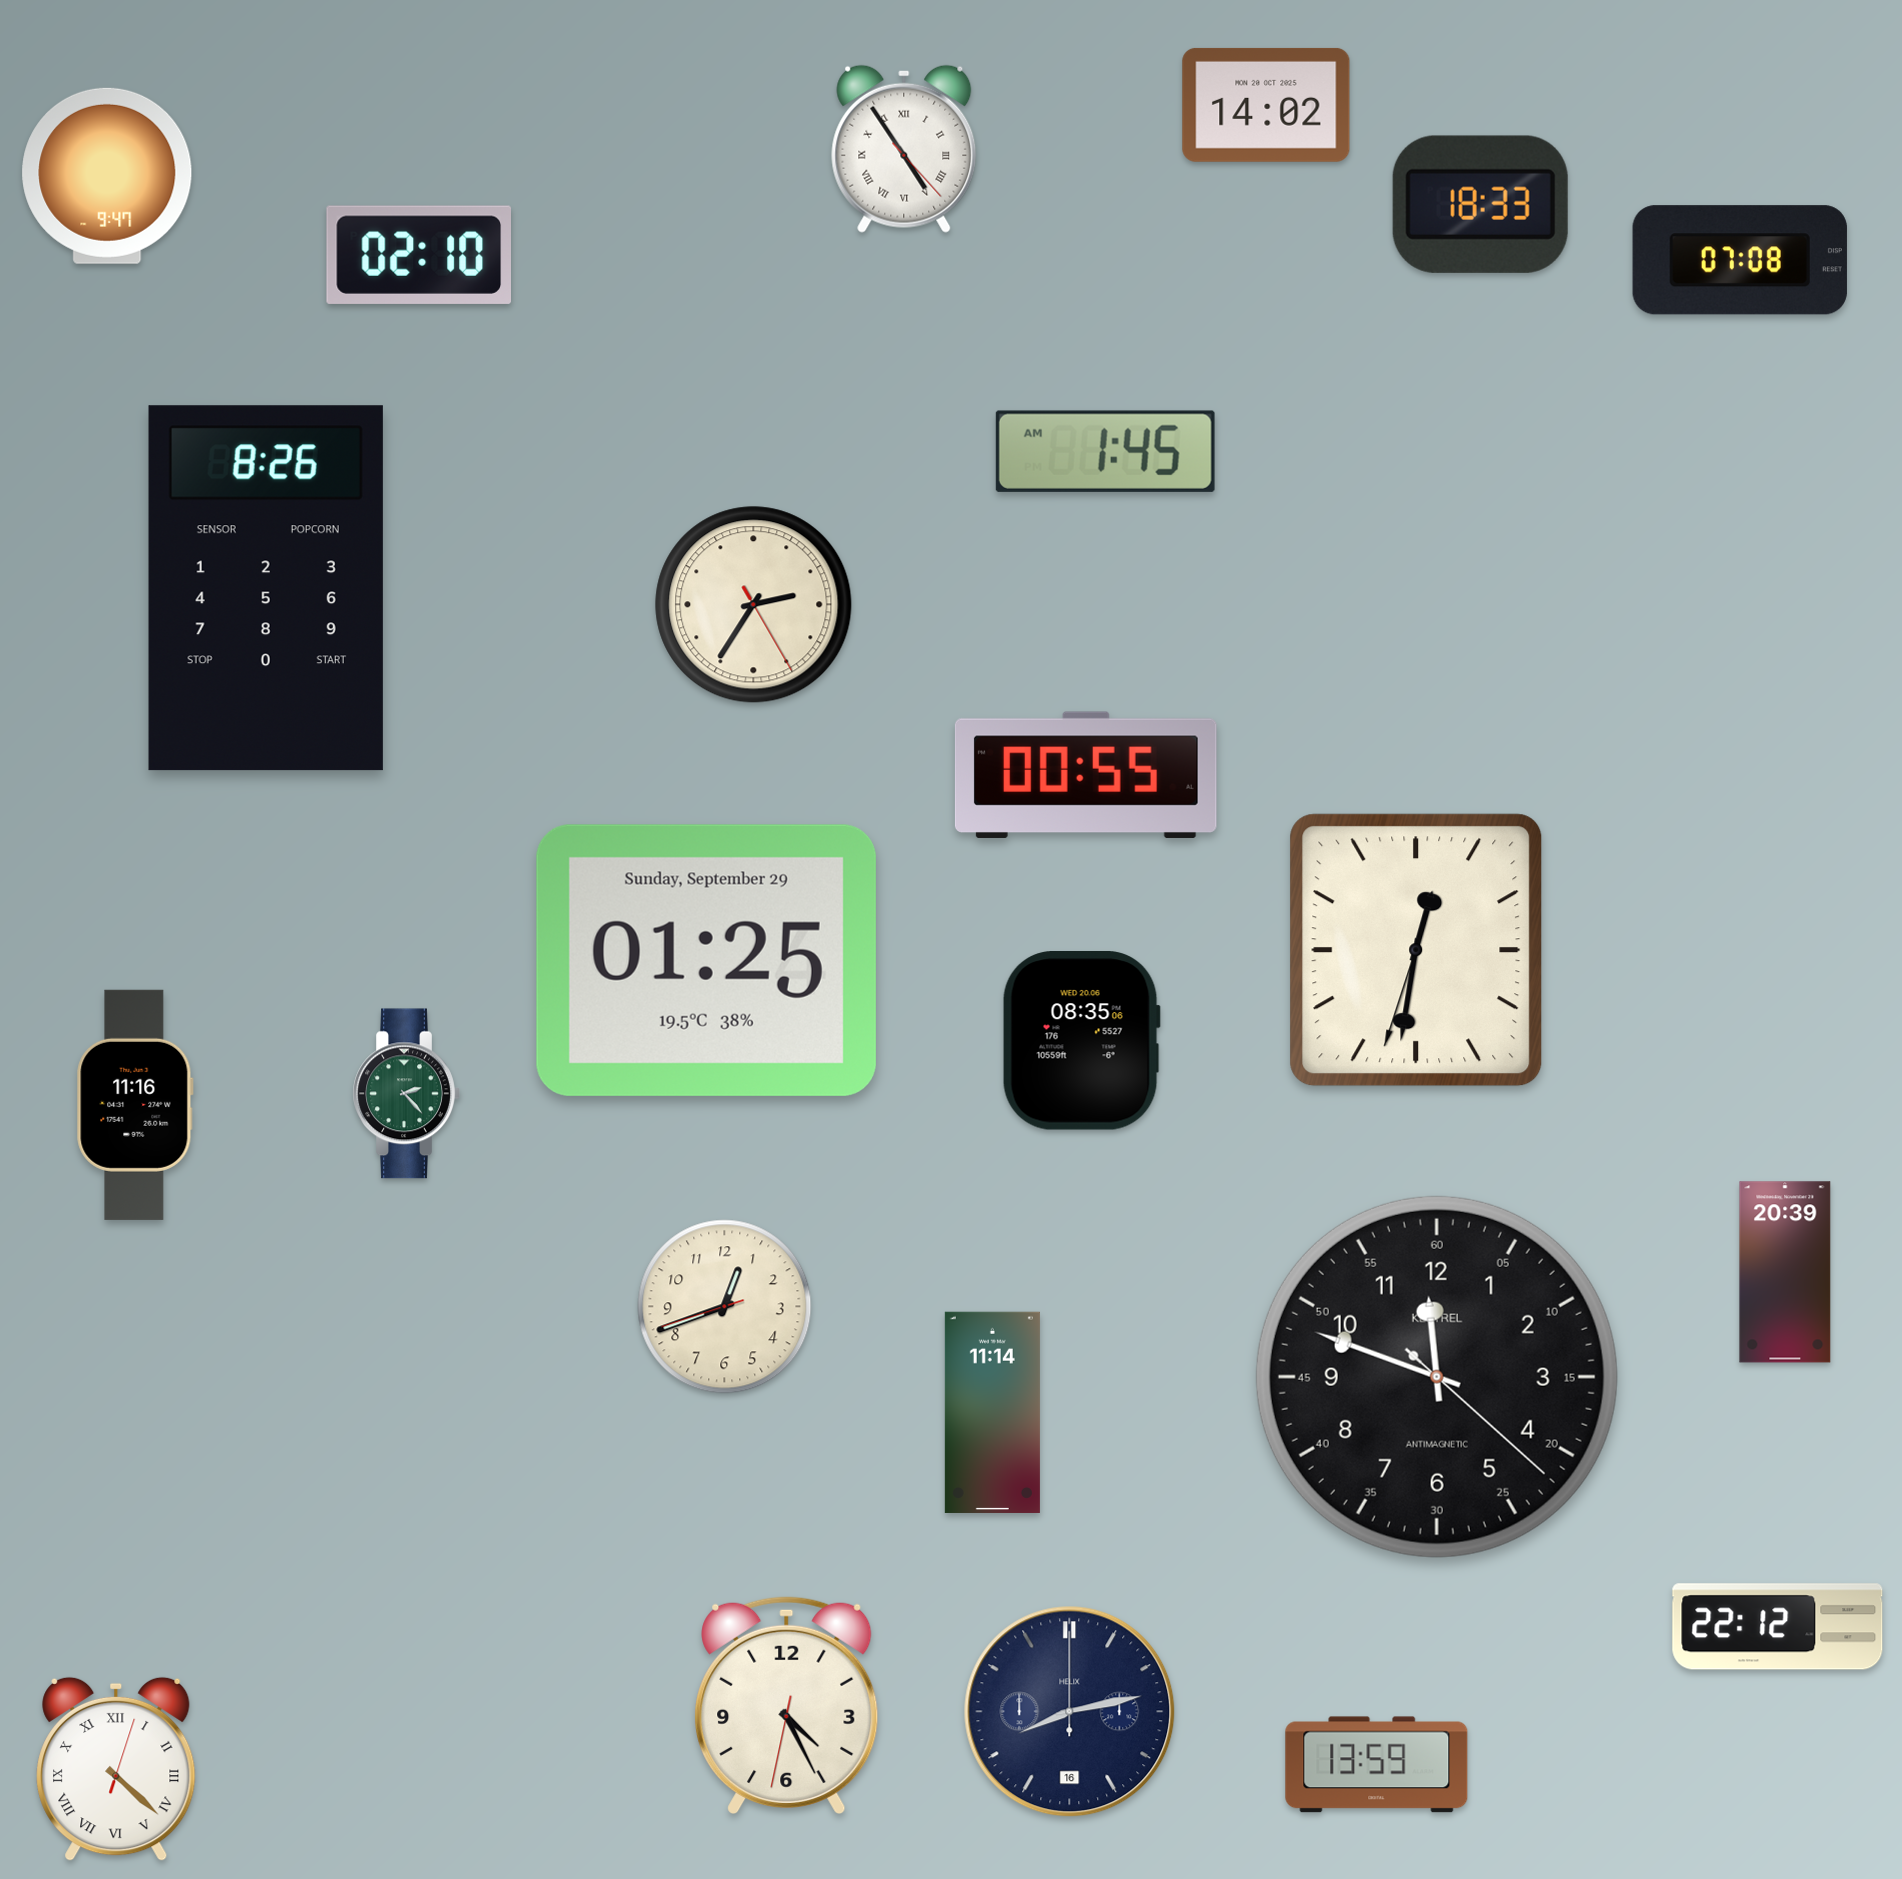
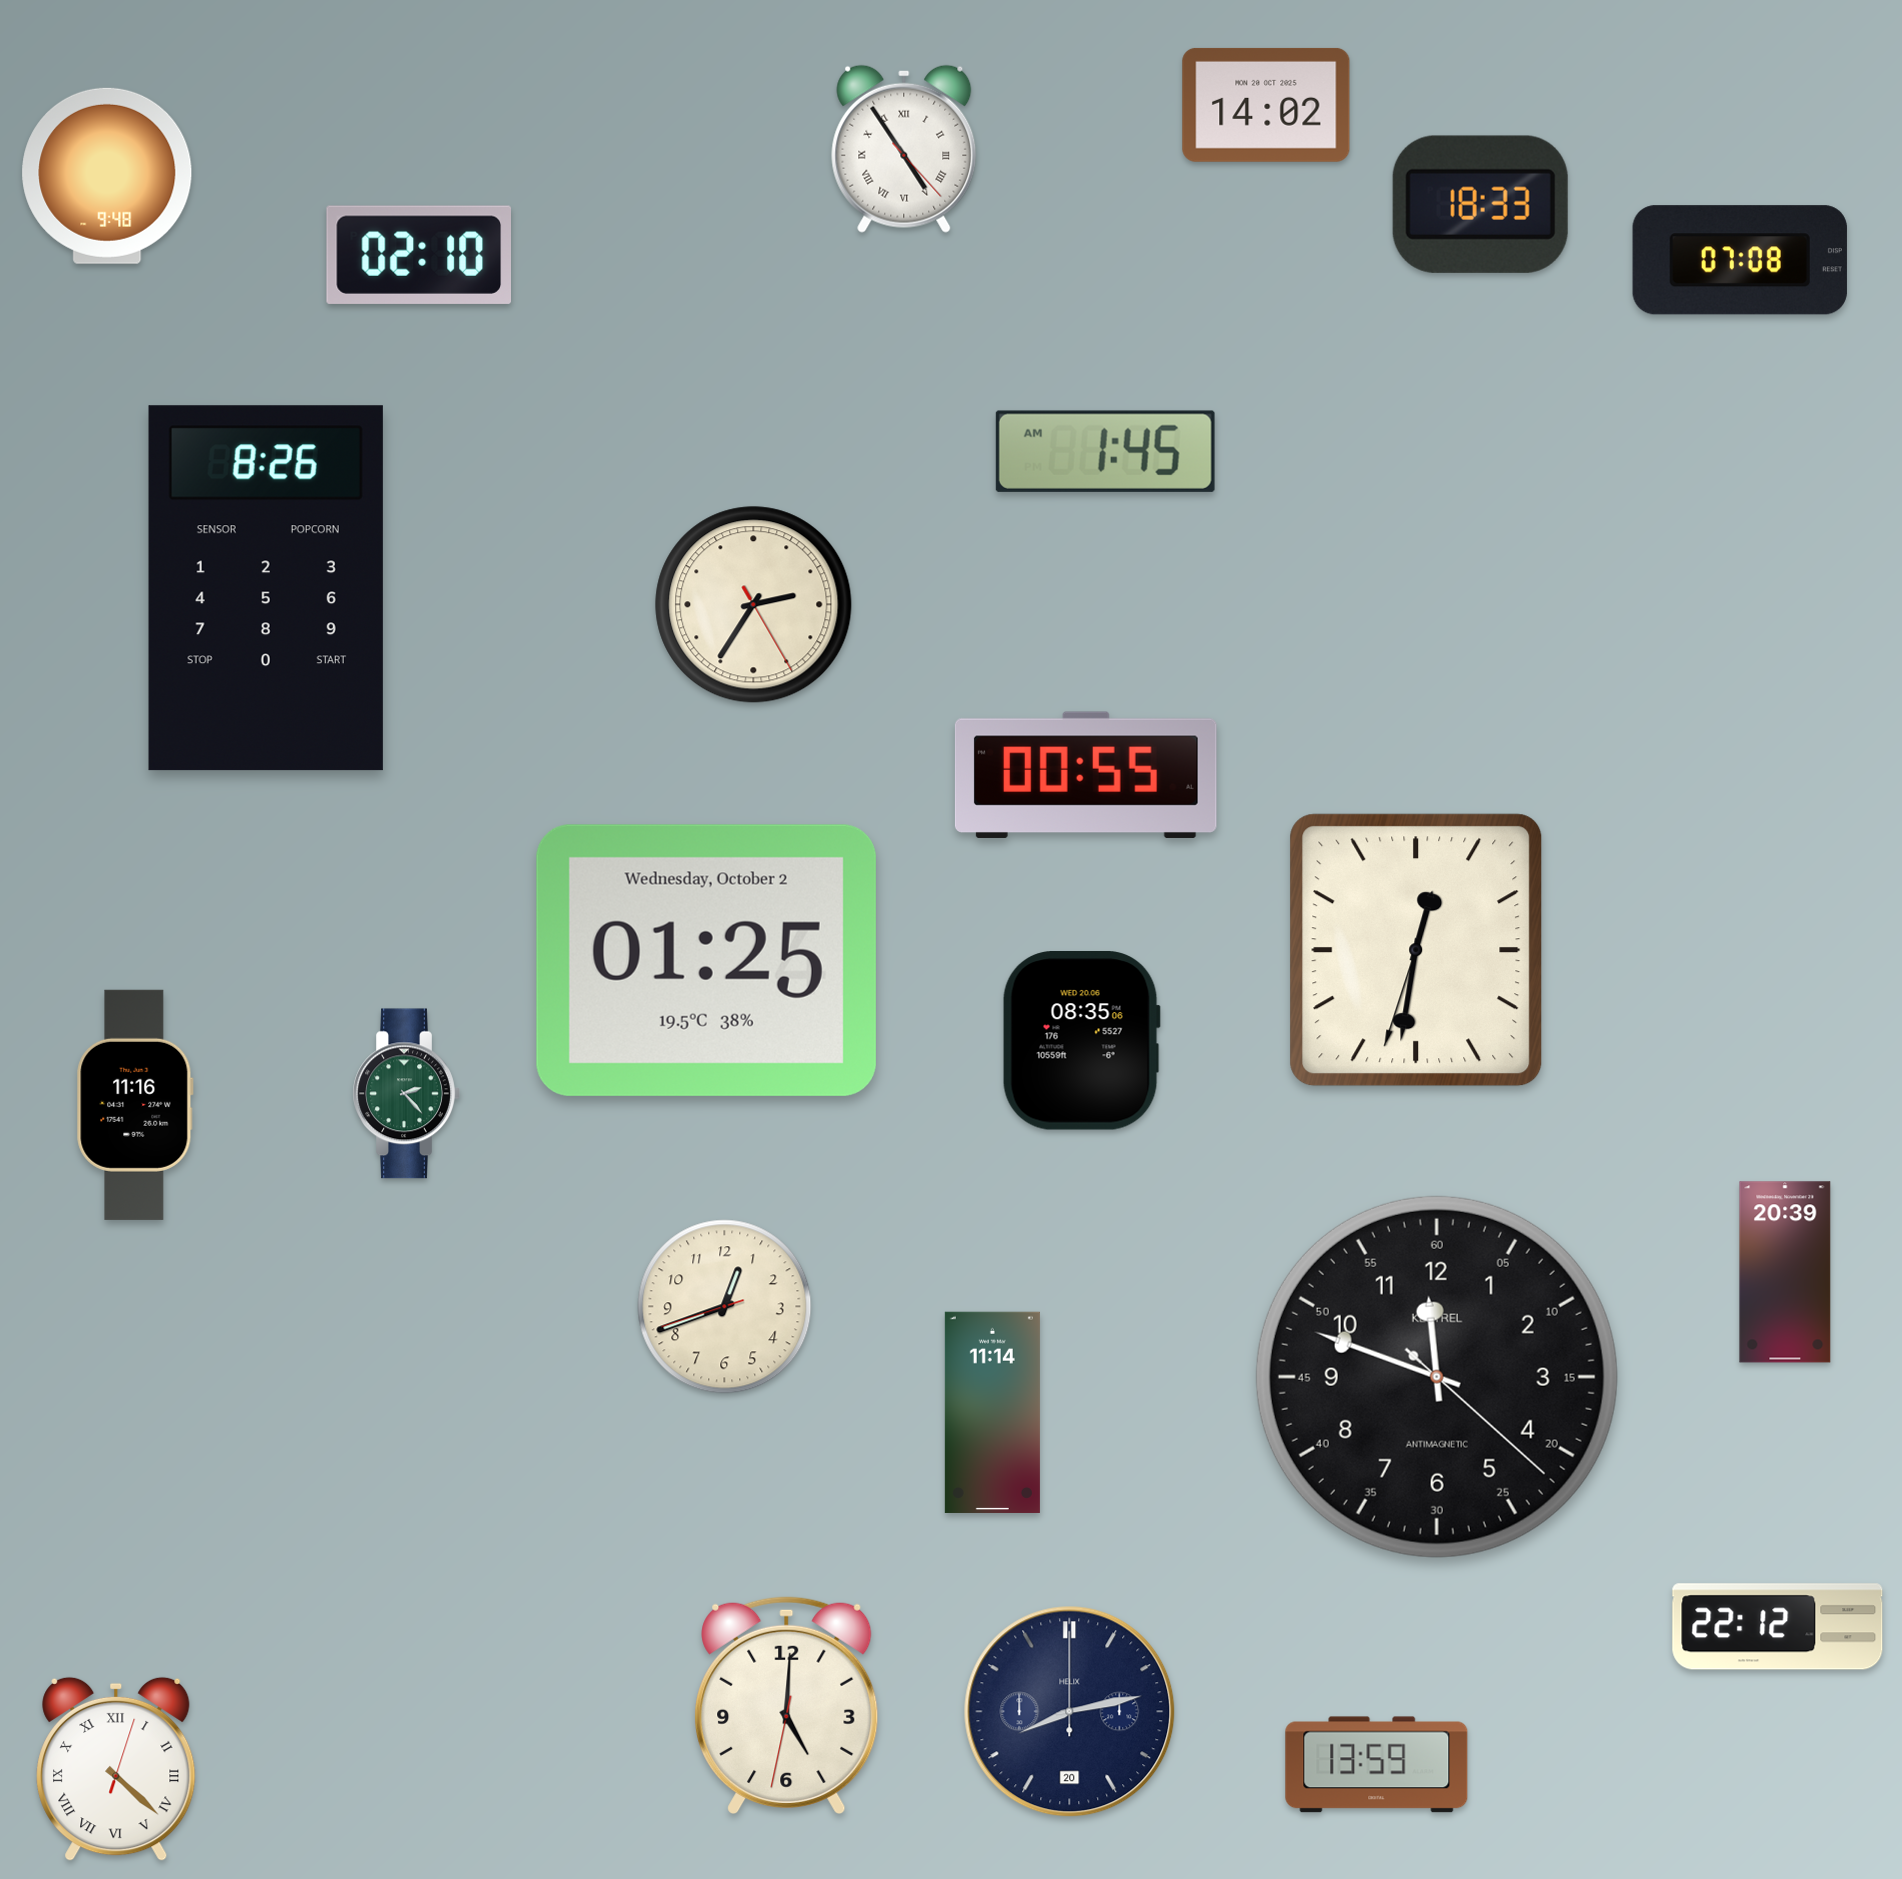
clock at (107, 176): 9:47 -> 9:48
clock at (706, 960) date: Sunday, September 29 -> Wednesday, October 2
clock at (787, 1705): 4:25 -> 5:00
clock at (1070, 1712) date: 16 -> 20
